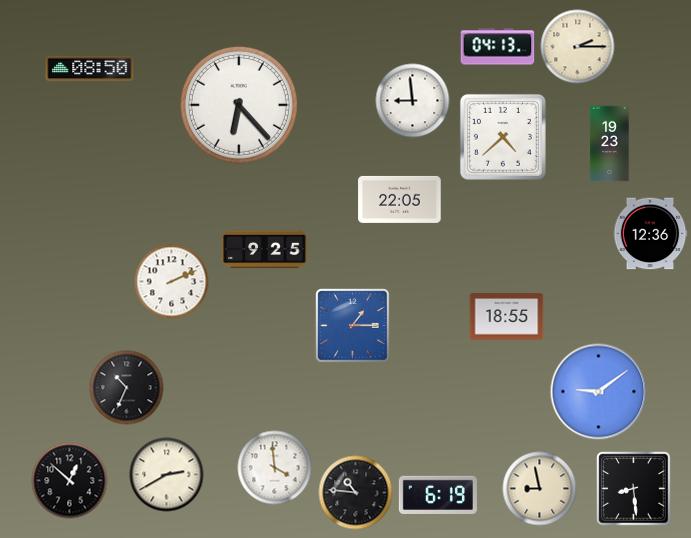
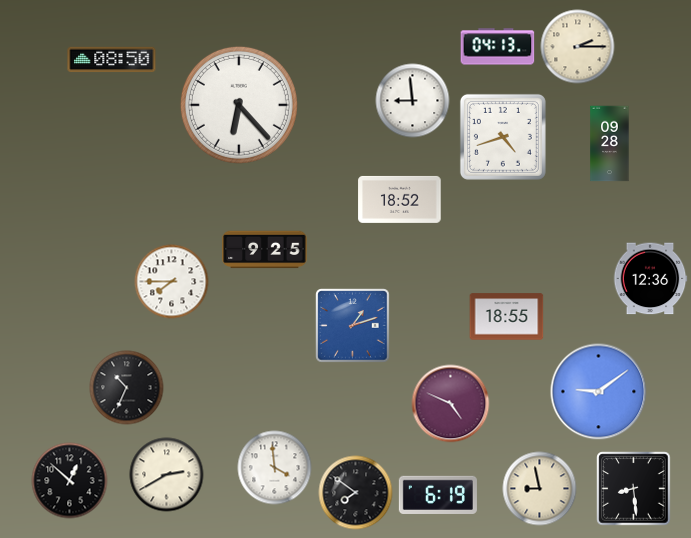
clock at (90, 69) position: (90, 69) -> (112, 60)
clock at (503, 137): 4:38 -> 4:42
clock at (610, 144): 19:23 -> 09:28
clock at (400, 199): 22:05 -> 18:52
clock at (650, 234) position: (650, 234) -> (650, 279)
clock at (172, 282): 2:11 -> 7:45
clock at (353, 326): 1:15 -> 1:12
clock at (451, 404): none -> 4:49
clock at (356, 493): 10:46 -> 7:51
